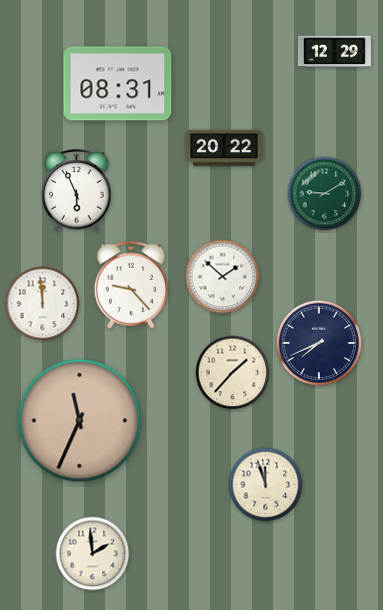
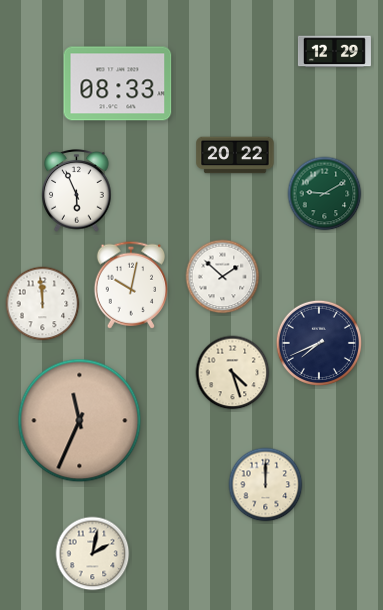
clock at (118, 84): 08:31 -> 08:33
clock at (224, 148) position: (224, 148) -> (235, 155)
clock at (131, 285): 9:23 -> 10:02
clock at (233, 373): 1:37 -> 4:27
clock at (266, 485): 11:57 -> 12:00
clock at (93, 554): 1:59 -> 2:02
